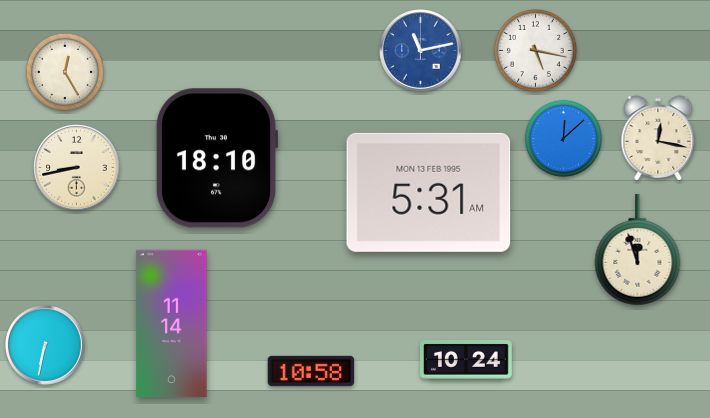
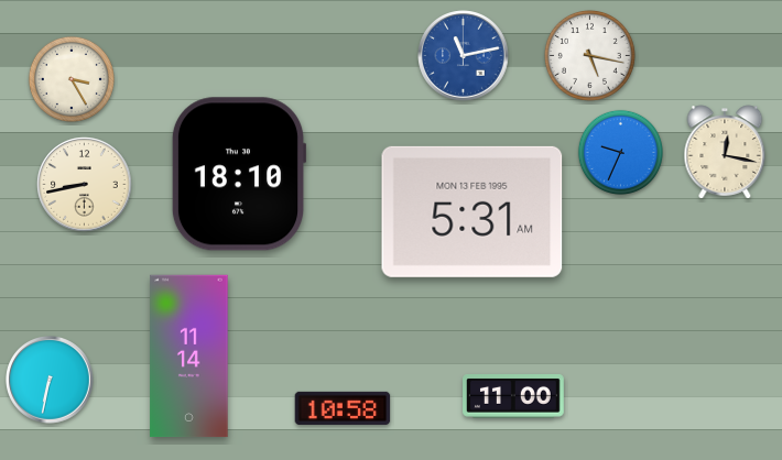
clock at (65, 72): 12:25 -> 3:25
clock at (563, 138): 12:08 -> 9:34
clock at (638, 250): 11:57 -> none
clock at (467, 361): 10:24 -> 11:00
